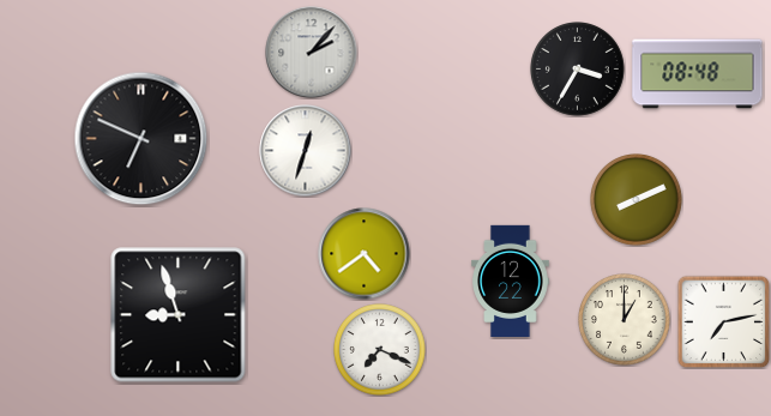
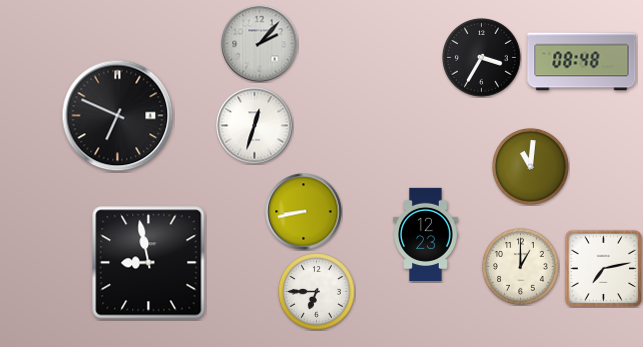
clock at (637, 200): 8:11 -> 11:01
clock at (365, 254): 4:39 -> 8:43
clock at (511, 281): 12:22 -> 12:23
clock at (179, 315): 8:57 -> 8:58
clock at (380, 350): 7:19 -> 6:45
